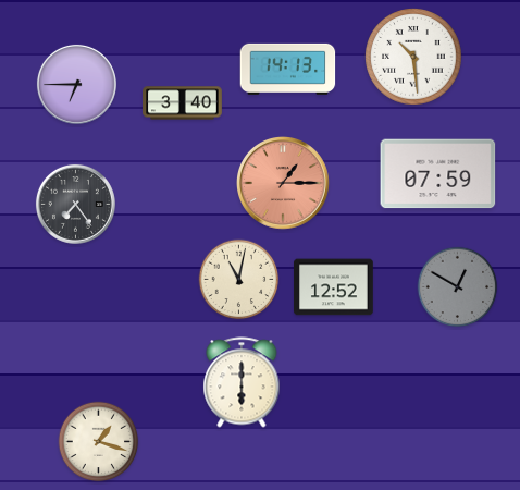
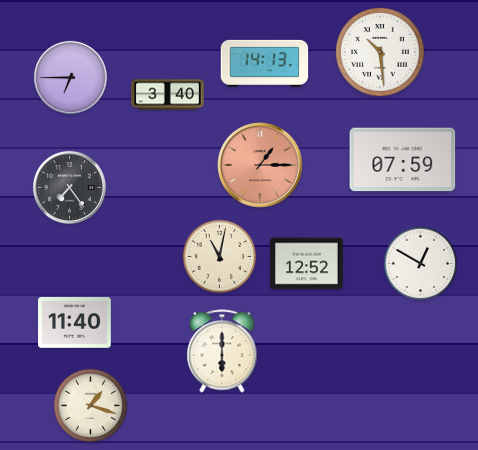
clock at (284, 184) position: (284, 184) -> (261, 166)
clock at (458, 287) dial: grey -> white
clock at (75, 323): none -> 11:40
